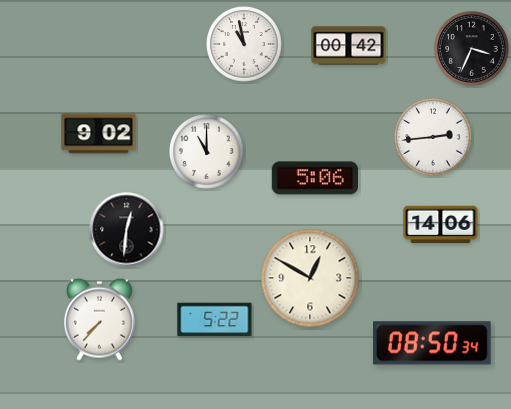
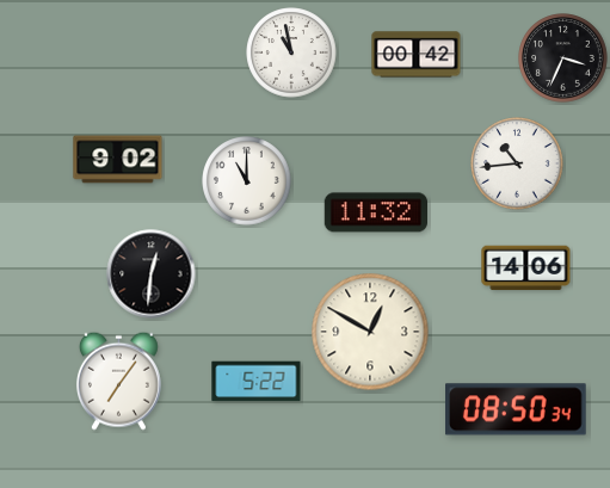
clock at (433, 137): 2:44 -> 10:44
clock at (314, 178): 5:06 -> 11:32
clock at (99, 319): 7:37 -> 7:06
